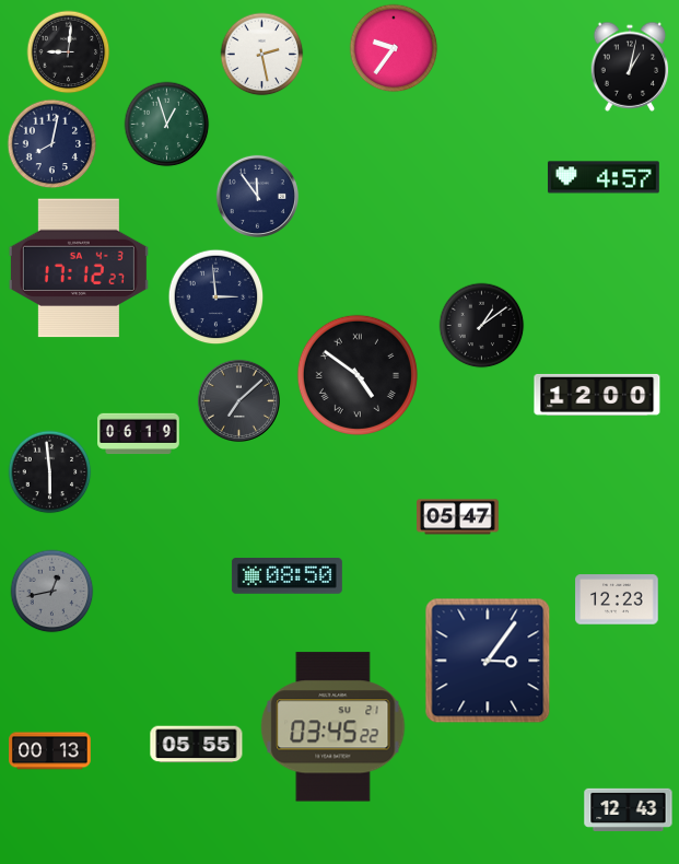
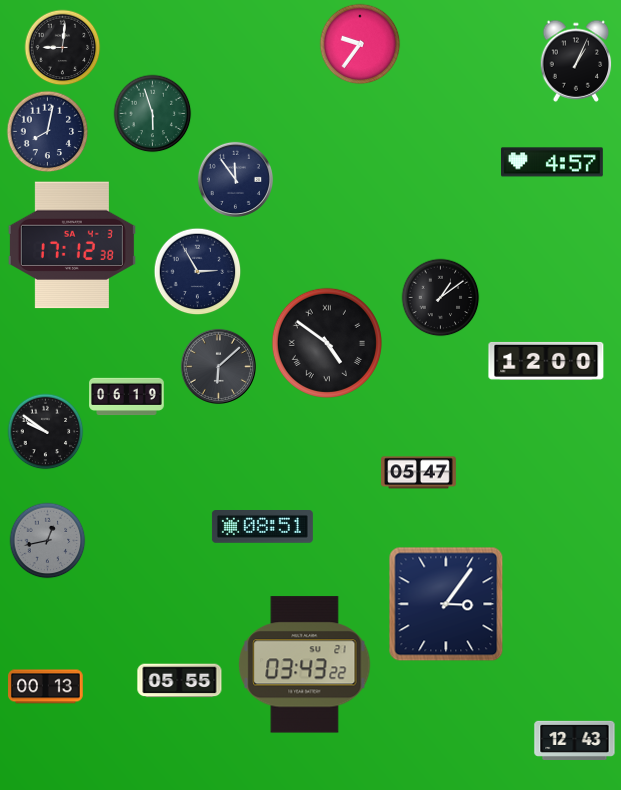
clock at (262, 55): 2:28 -> none
clock at (630, 67): 1:02 -> 1:04
clock at (167, 125): 12:57 -> 5:57
clock at (79, 268): 17:12:27 -> 17:12:38
clock at (216, 297): 2:59 -> 2:55
clock at (238, 400): 7:08 -> 6:08
clock at (50, 472): 5:59 -> 9:51
clock at (286, 576): 08:50 -> 08:51
clock at (617, 599): 12:23 -> none
clock at (333, 727): 03:45 -> 03:43
